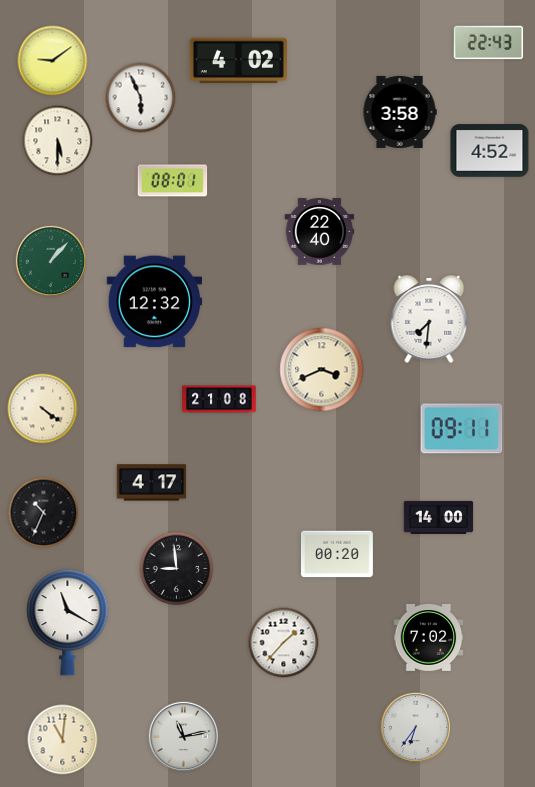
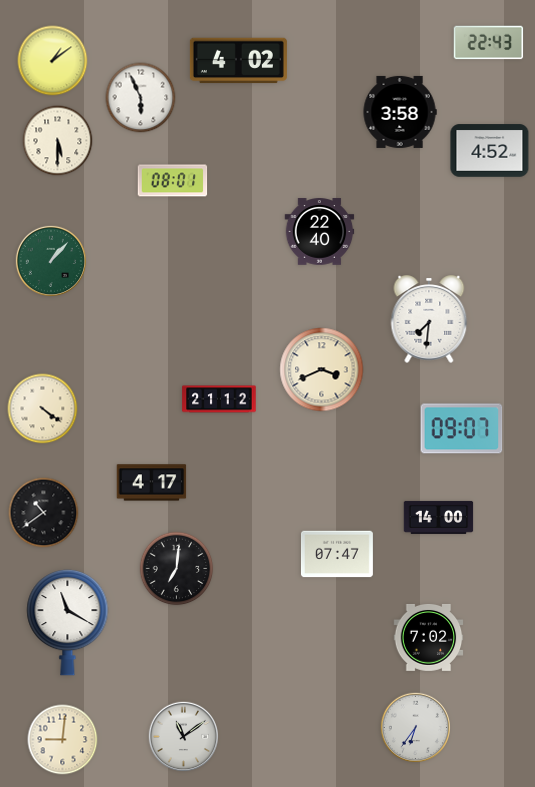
clock at (53, 61): 9:09 -> 1:09
clock at (155, 302): 12:32 -> none
clock at (219, 399): 21:08 -> 21:12
clock at (462, 429): 09:11 -> 09:07
clock at (44, 513): 10:34 -> 10:39
clock at (337, 554): 00:20 -> 07:47
clock at (177, 569): 8:59 -> 7:01
clock at (284, 643): 1:37 -> none
clock at (184, 737): 11:13 -> 11:09
clock at (63, 740): 11:01 -> 9:01
